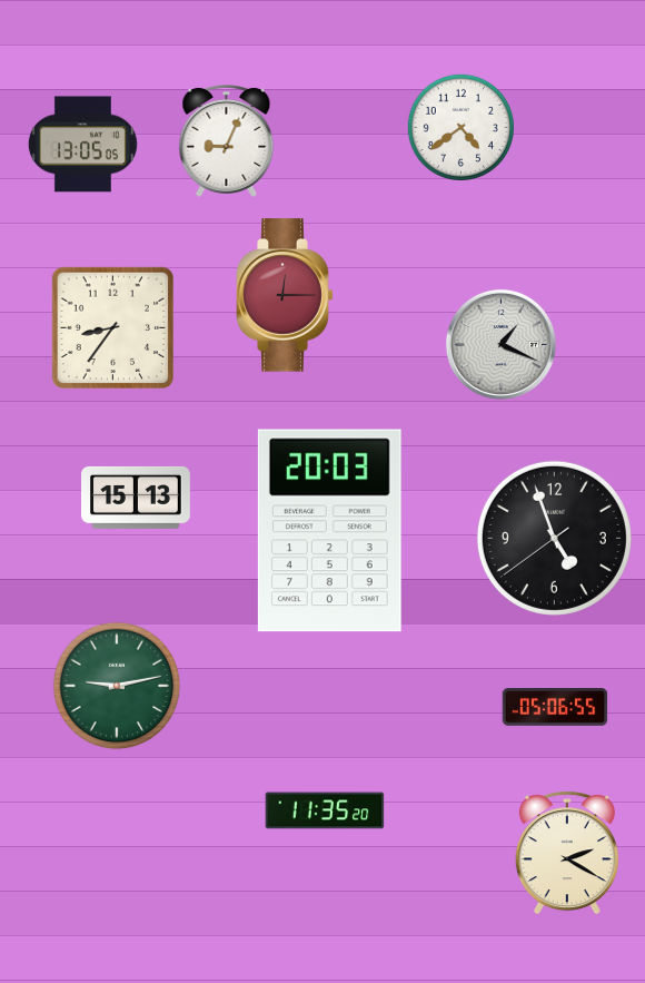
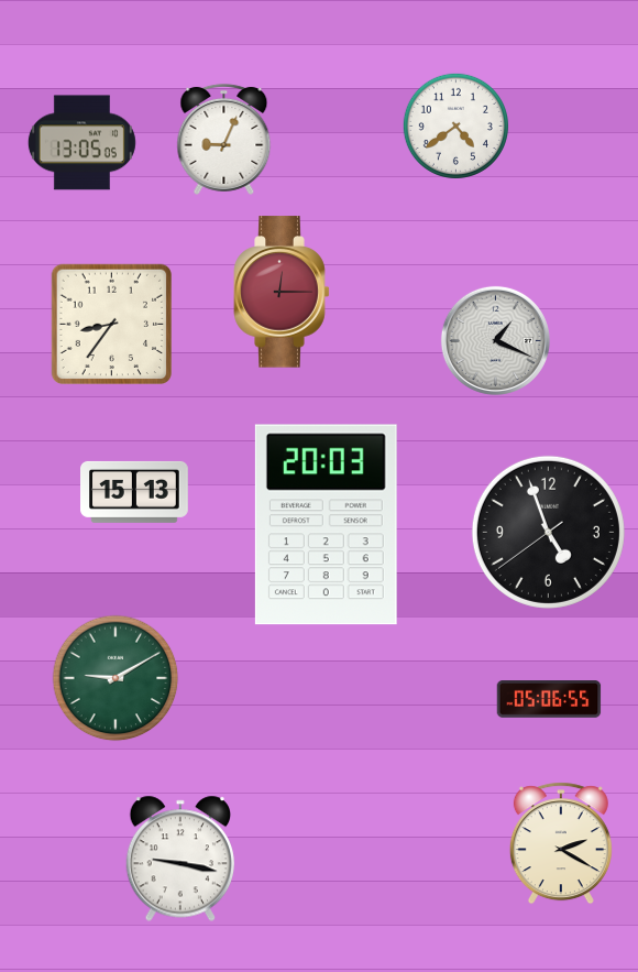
clock at (117, 686): 9:13 -> 9:10
clock at (325, 810): 11:35 -> none
clock at (179, 859): none -> 9:17
